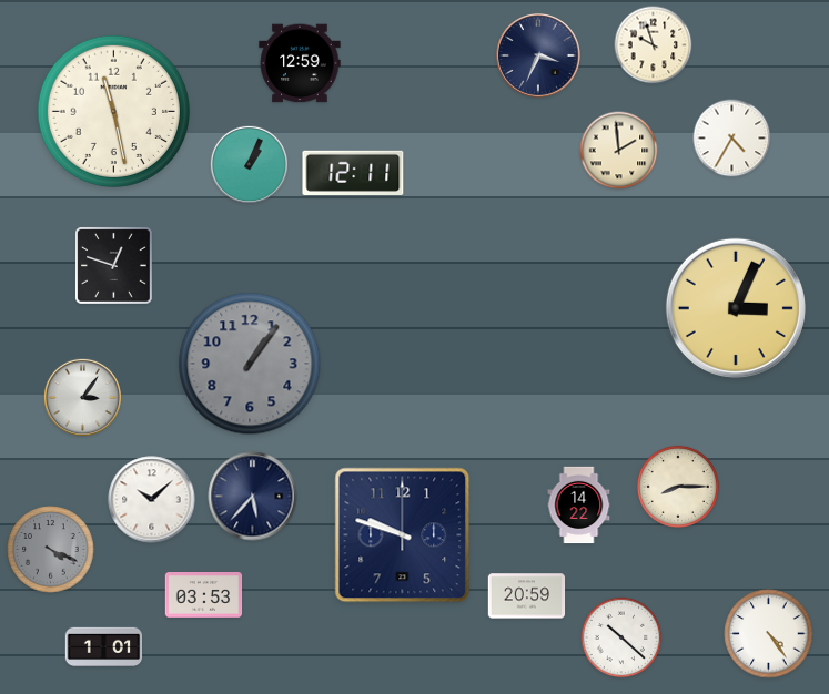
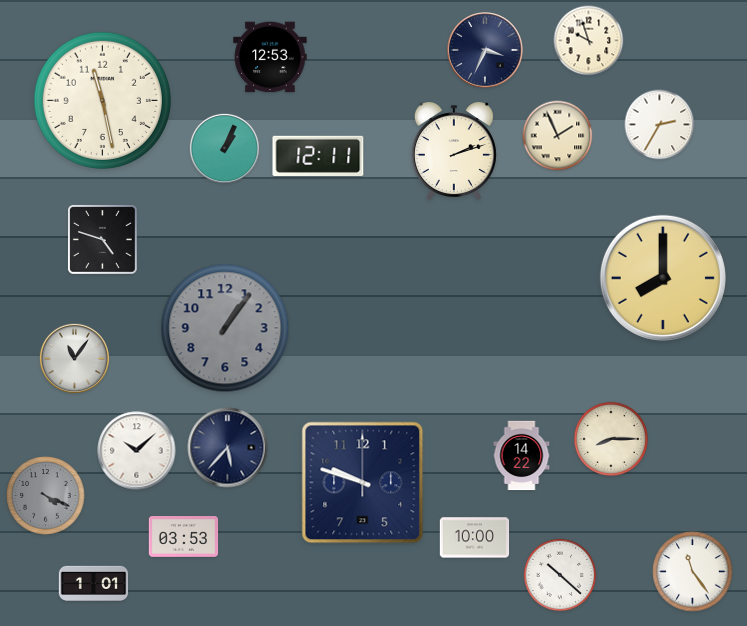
clock at (300, 63): 12:59 -> 12:53
clock at (732, 139): 4:35 -> 2:35
clock at (619, 151): 1:59 -> 1:56
clock at (454, 151): none -> 2:12
clock at (114, 266): 12:48 -> 4:48
clock at (736, 308): 3:04 -> 8:00
clock at (82, 397): 3:06 -> 11:06
clock at (527, 596): 20:59 -> 10:00
clock at (769, 634): 4:24 -> 11:24
